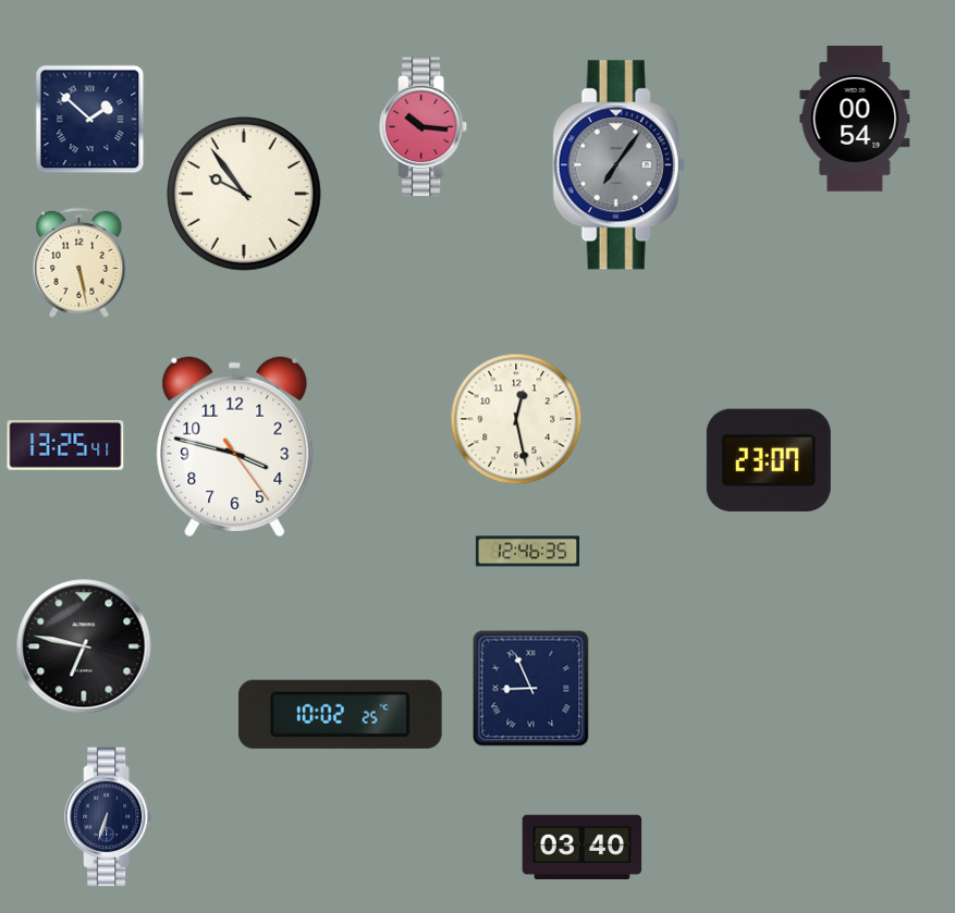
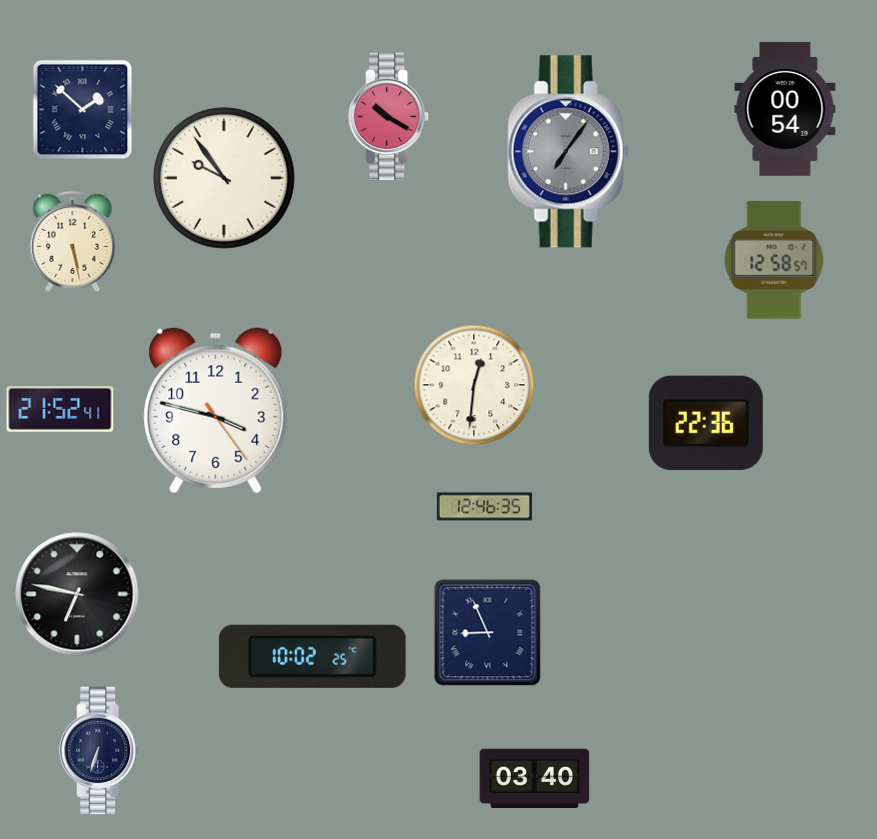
clock at (425, 127): 10:16 -> 10:20
clock at (774, 260): none -> 12:58
clock at (516, 419): 12:28 -> 12:31
clock at (65, 446): 13:25 -> 21:52
clock at (769, 460): 23:07 -> 22:36
